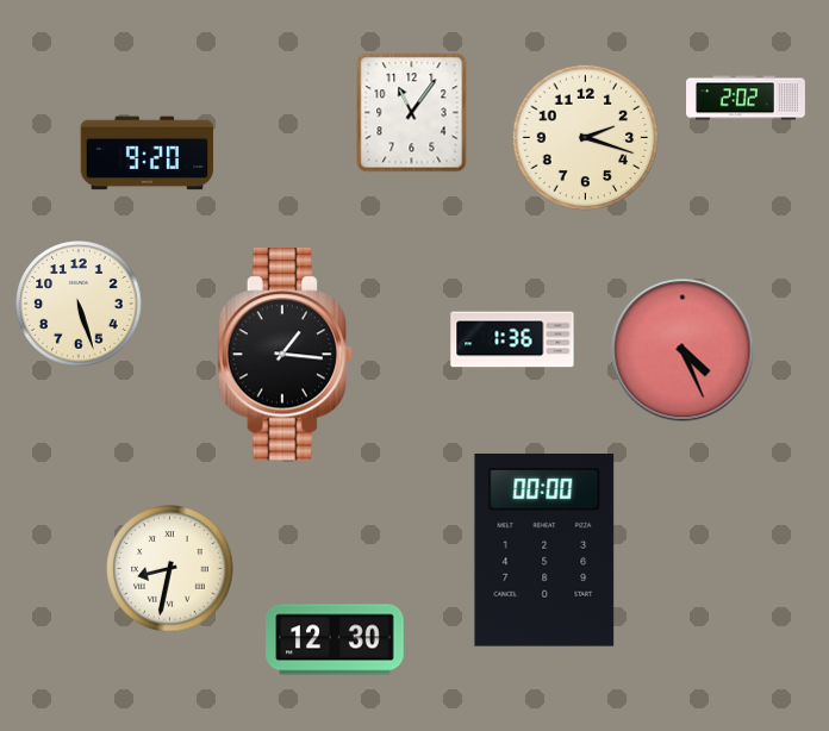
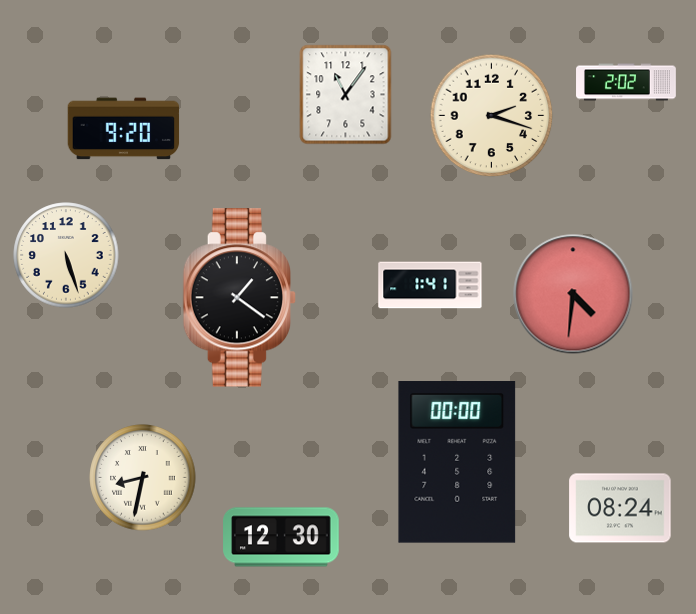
clock at (512, 339): 1:36 -> 1:41
clock at (682, 350): 4:26 -> 4:31
clock at (286, 355): 1:16 -> 1:21
clock at (620, 508): none -> 08:24
